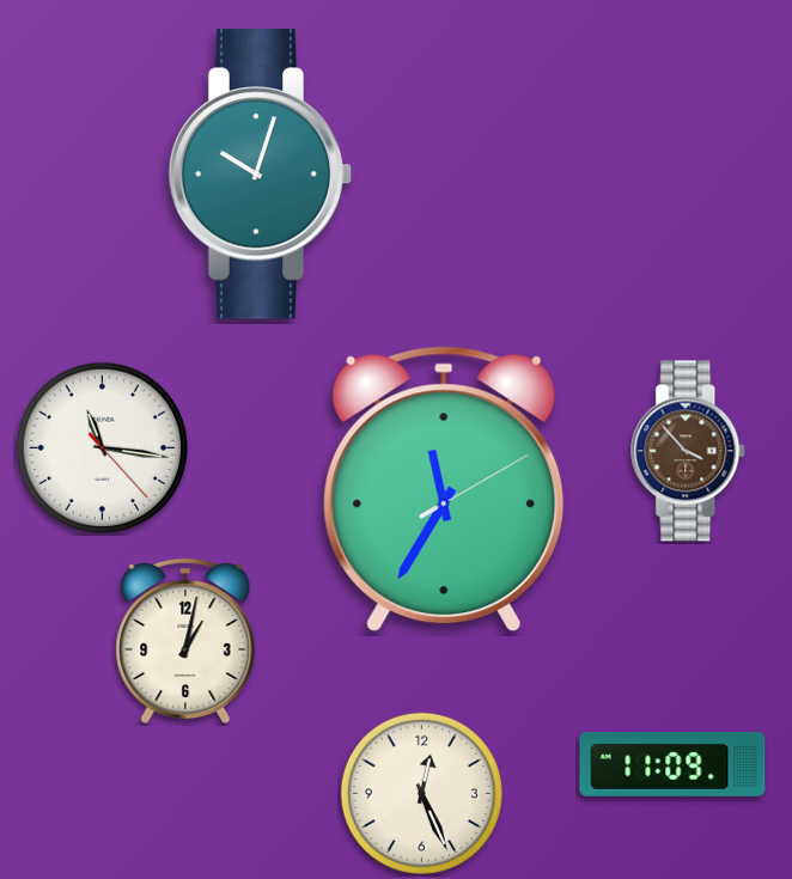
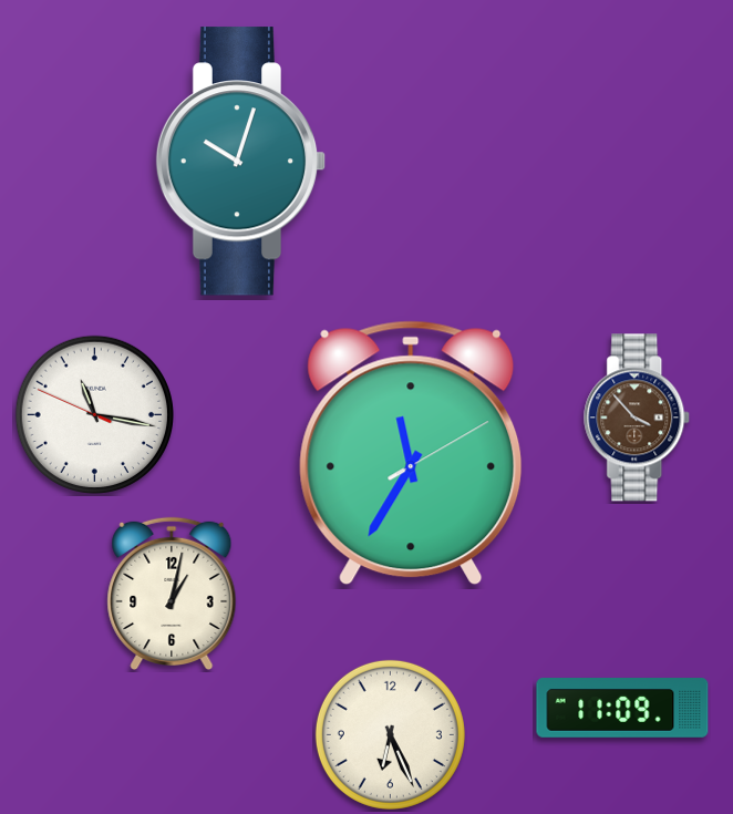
clock at (102, 447): 11:16:23 -> 11:16:49
clock at (421, 793): 12:26 -> 6:26
